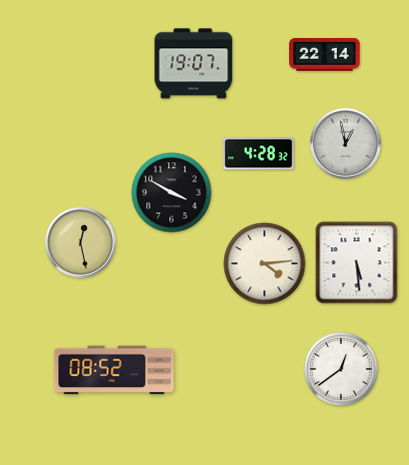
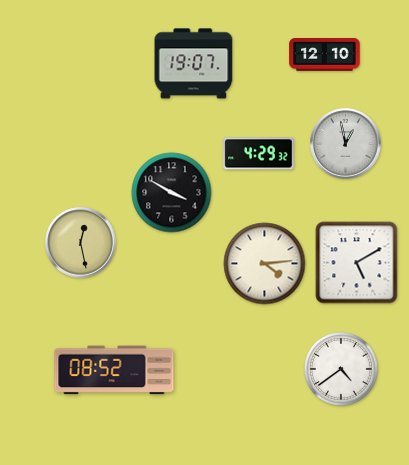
clock at (325, 55): 22:14 -> 12:10
clock at (259, 154): 4:28 -> 4:29
clock at (357, 263): 5:29 -> 5:10
clock at (342, 370): 12:39 -> 4:39
